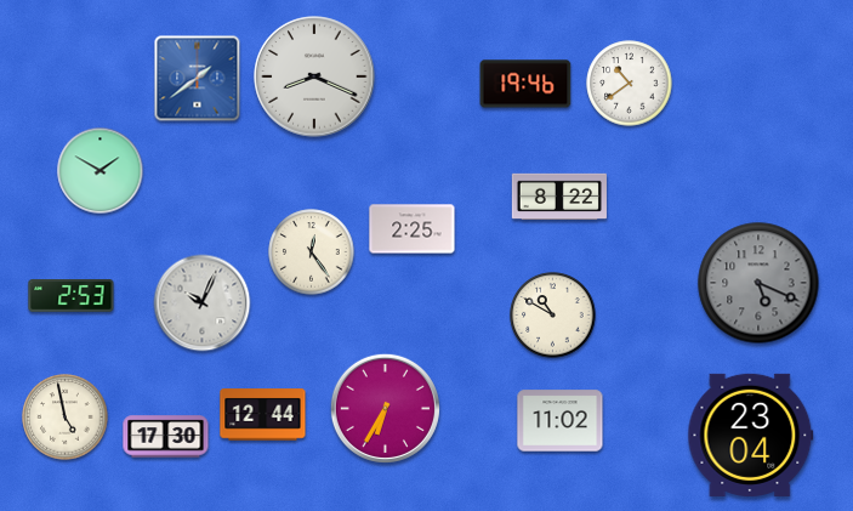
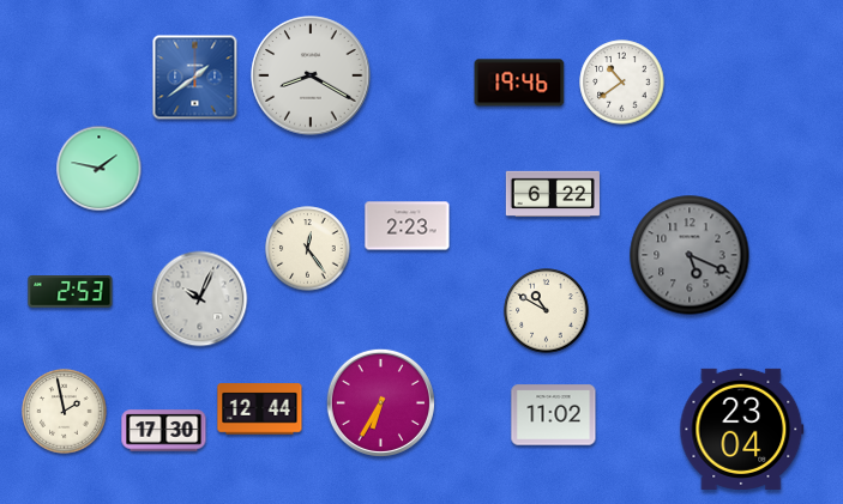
clock at (314, 76): 8:19 -> 8:20
clock at (101, 171): 1:50 -> 1:47
clock at (559, 195): 8:22 -> 6:22
clock at (413, 229): 2:25 -> 2:23
clock at (758, 283) position: (758, 283) -> (690, 255)
clock at (66, 418): 4:58 -> 1:58
